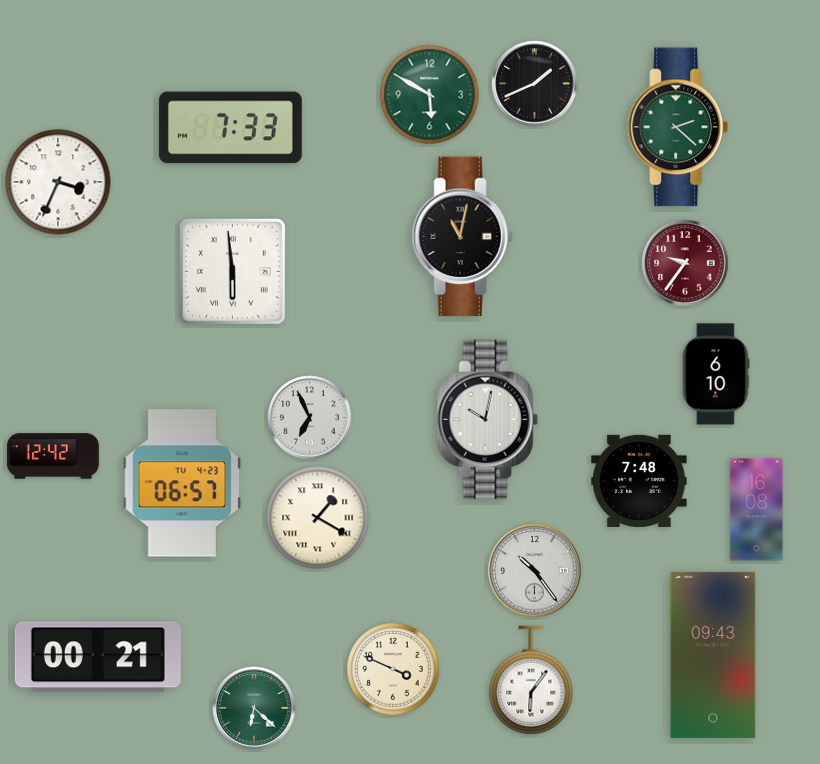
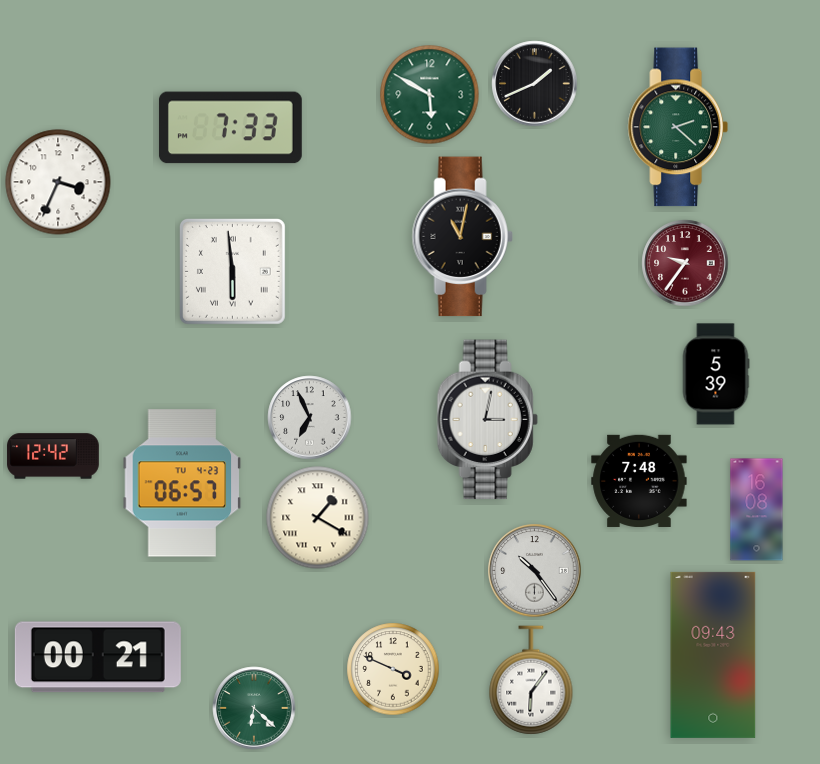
clock at (716, 374): 6:10 -> 5:39
clock at (487, 420): 10:02 -> 3:02
